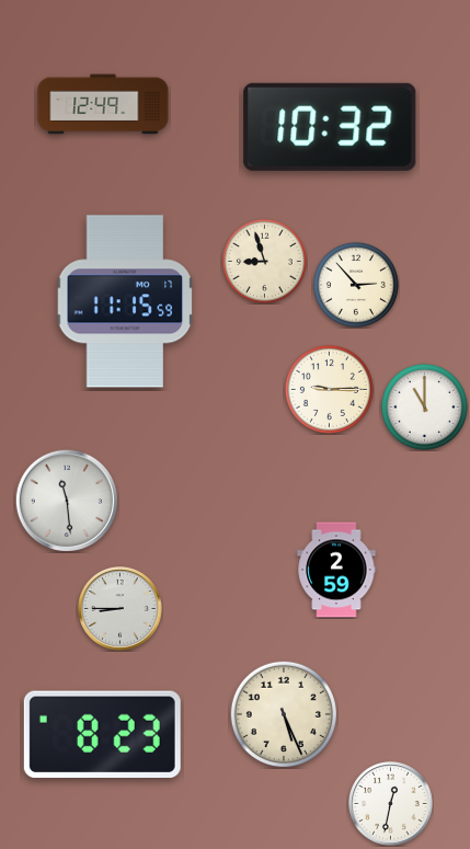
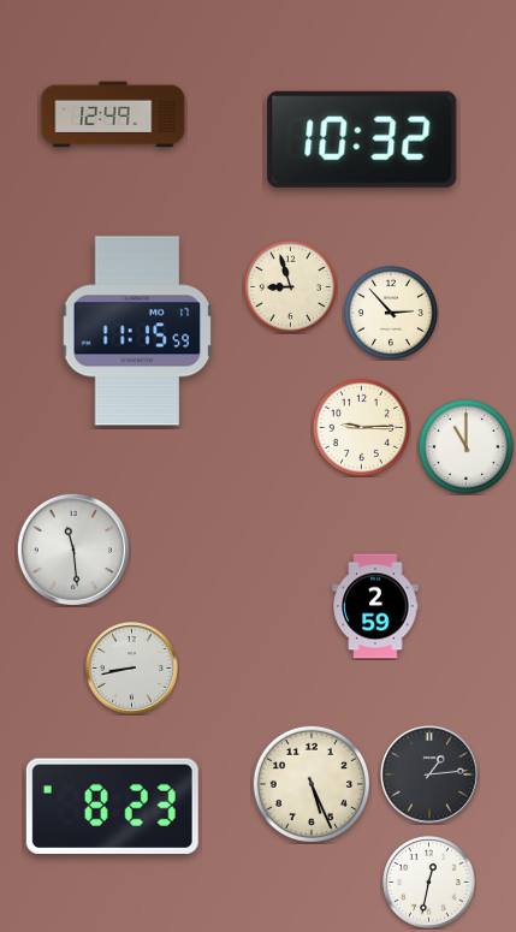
clock at (336, 570) position: (336, 570) -> (375, 606)
clock at (121, 609): 8:45 -> 8:43
clock at (431, 776): none -> 1:14
